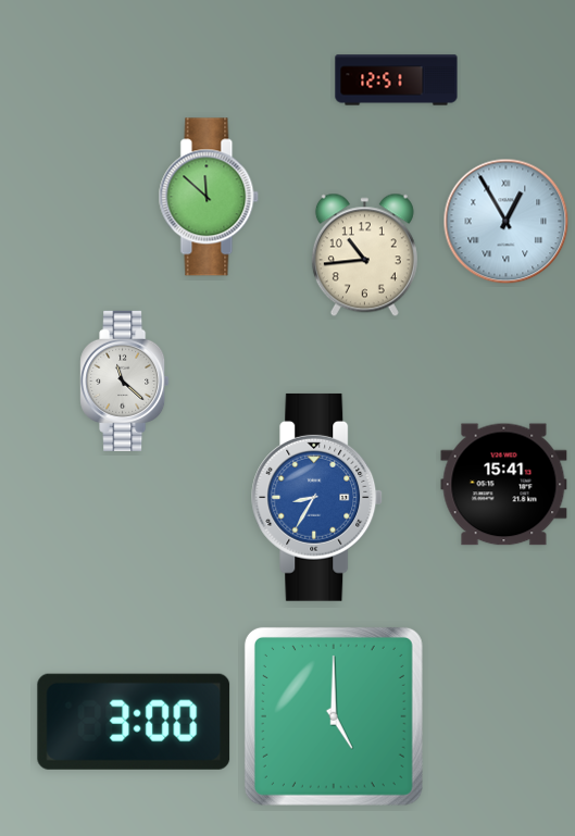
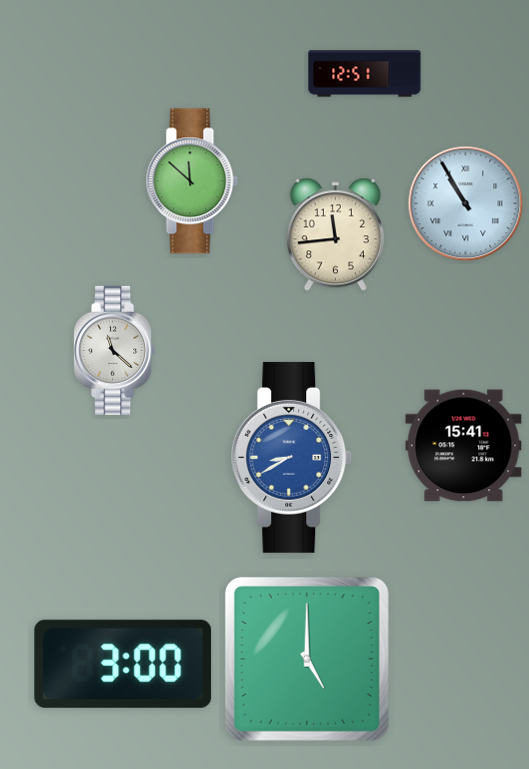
clock at (507, 222): 12:55 -> 10:55
clock at (364, 255): 10:44 -> 11:44
clock at (317, 497): 8:35 -> 8:40
